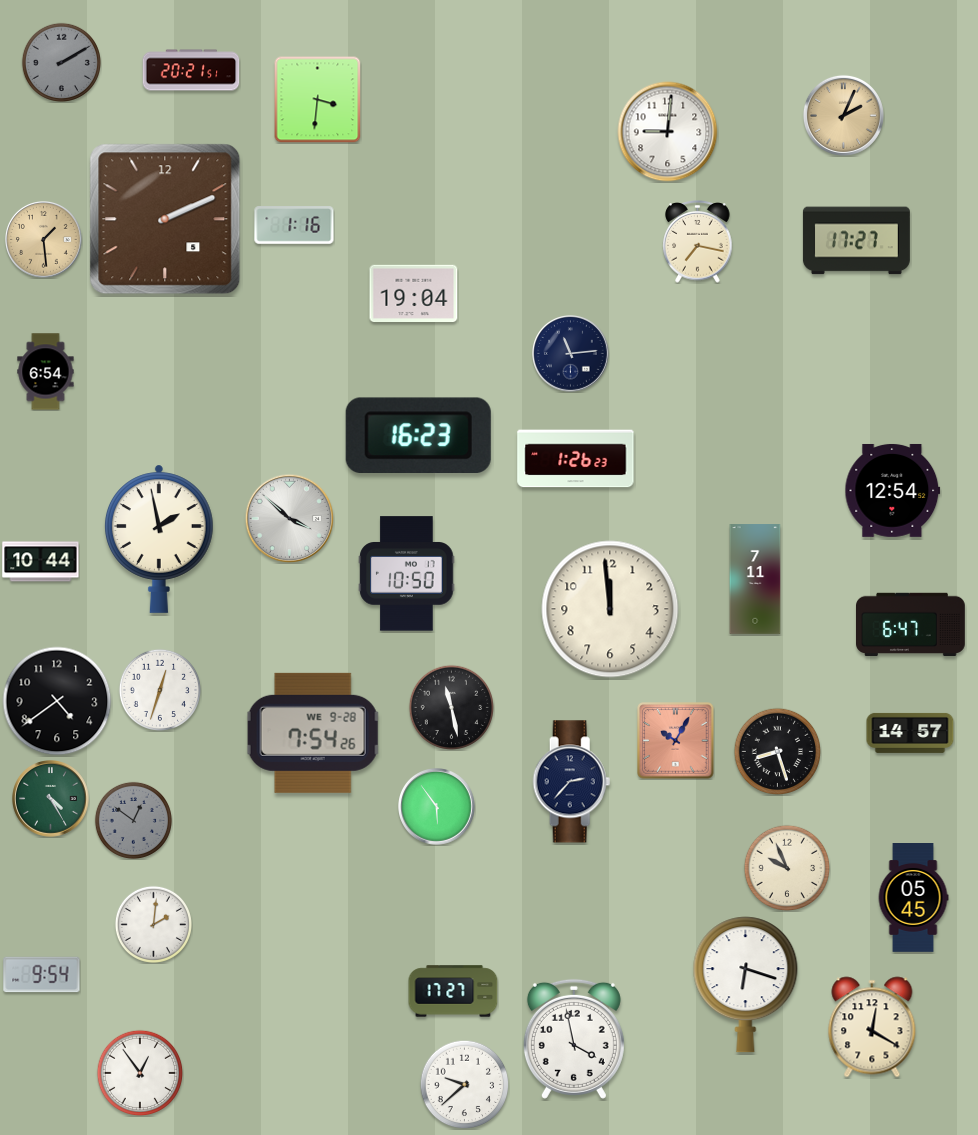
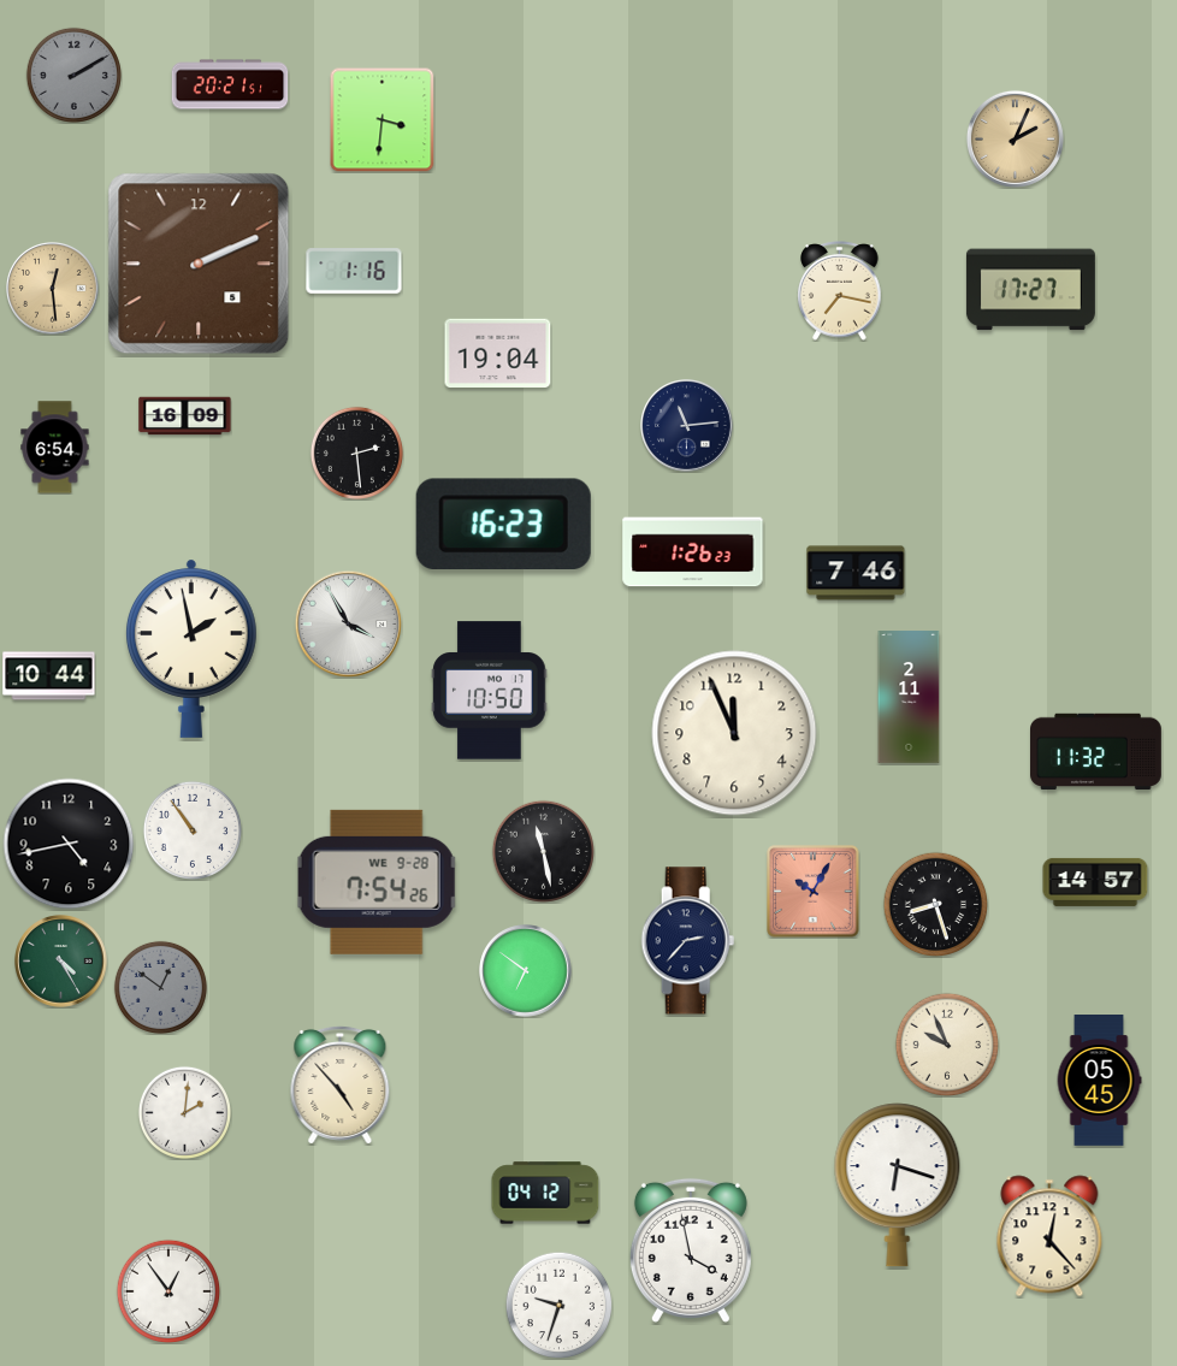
clock at (668, 132): 9:01 -> none
clock at (44, 240): 1:29 -> 12:29
clock at (185, 416): none -> 16:09
clock at (356, 453): none -> 2:29
clock at (856, 573): none -> 7:46
clock at (893, 490): 12:54 -> none
clock at (289, 518): 3:52 -> 3:55
clock at (755, 579): 7:11 -> 2:11
clock at (610, 609): 11:59 -> 11:56
clock at (911, 625): 6:47 -> 11:32
clock at (159, 689): 12:33 -> 10:54
clock at (57, 701): 4:39 -> 4:43
clock at (437, 807): 5:54 -> 6:51
clock at (341, 1084): none -> 4:53
clock at (42, 975): 9:54 -> none
clock at (453, 991): 17:27 -> 04:12
clock at (872, 1027): 12:20 -> 12:23
clock at (464, 1084): 9:38 -> 9:33
